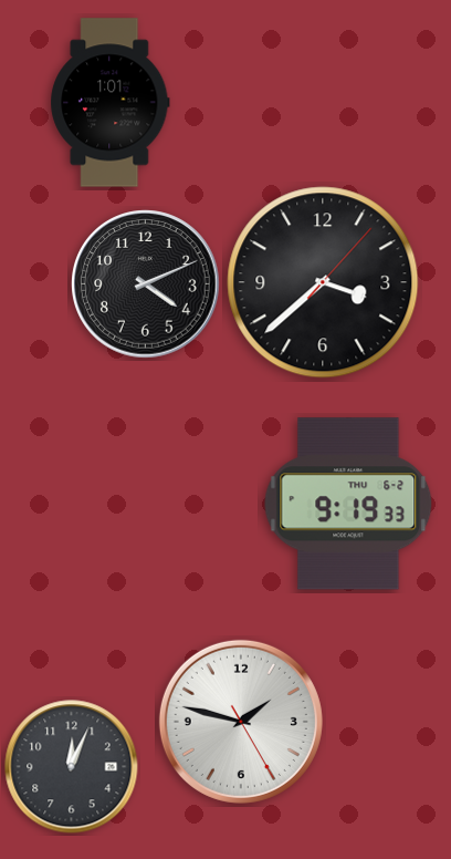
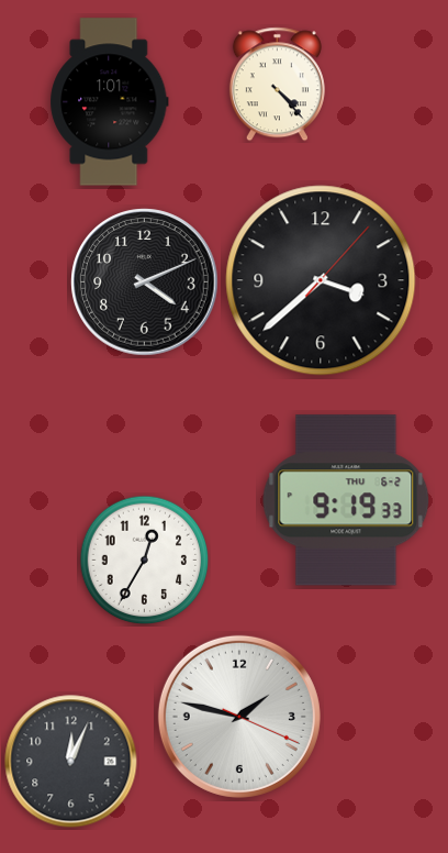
clock at (277, 85): none -> 4:23
clock at (145, 561): none -> 12:35
clock at (241, 722): 1:47:25 -> 1:47:19
